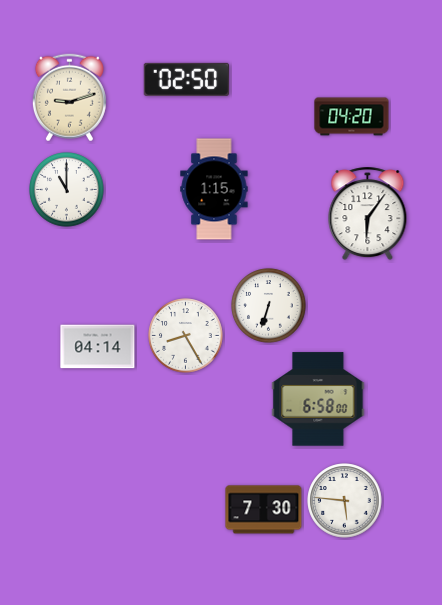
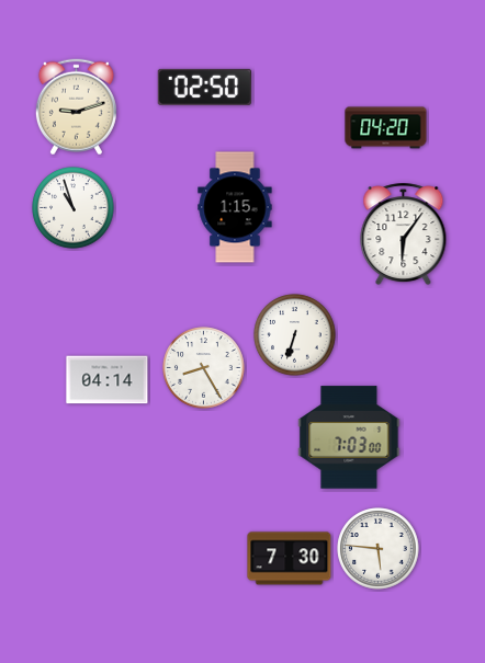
clock at (67, 190): 11:00 -> 10:57
clock at (318, 399): 6:58 -> 7:03
